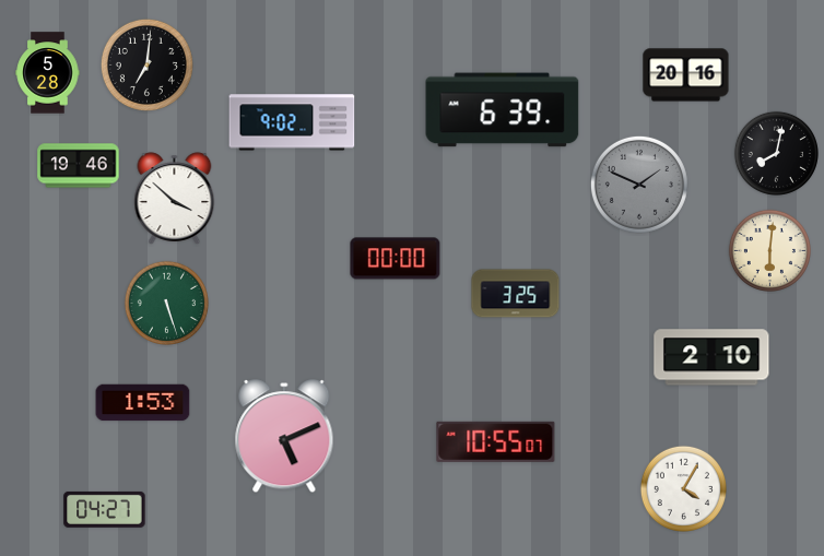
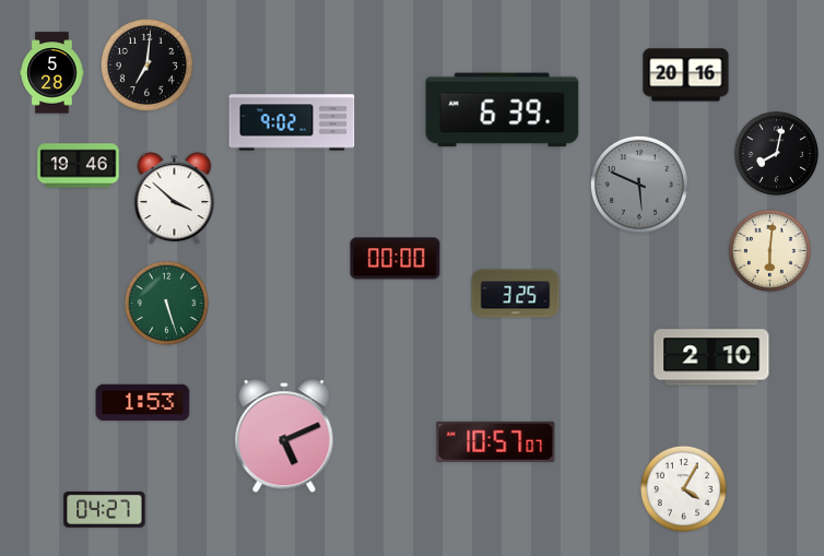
clock at (48, 73) position: (48, 73) -> (52, 73)
clock at (639, 185): 1:49 -> 5:49
clock at (496, 441): 10:55 -> 10:57
